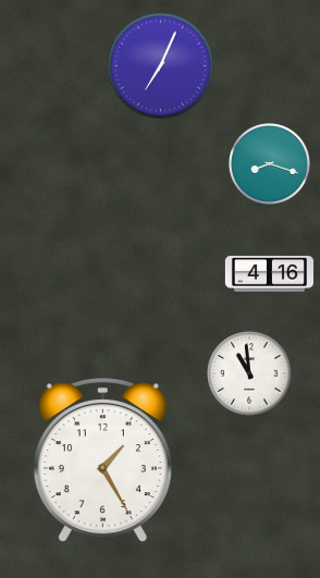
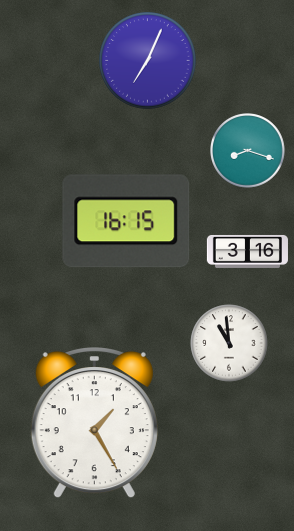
clock at (126, 221): none -> 16:15
clock at (269, 273): 4:16 -> 3:16
